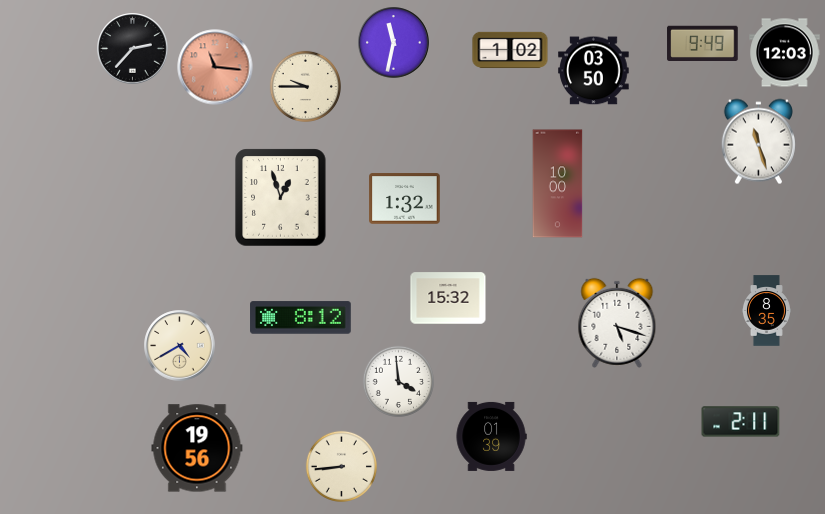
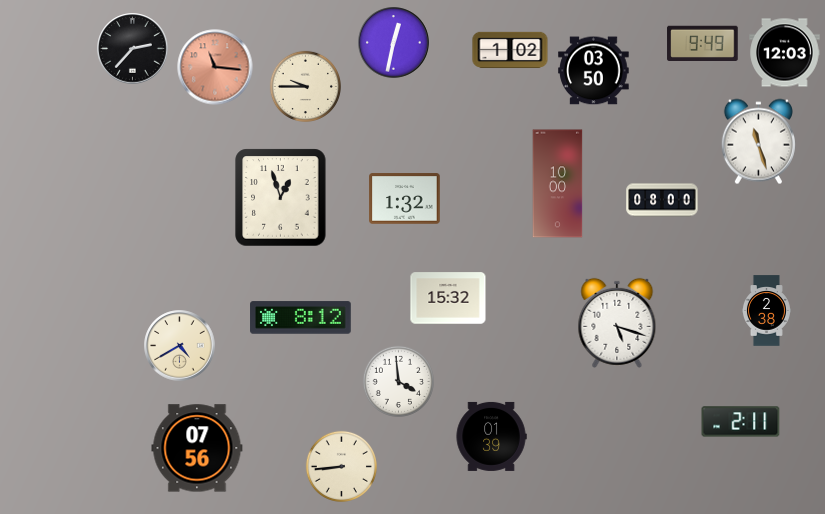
clock at (394, 43): 11:32 -> 12:32
clock at (662, 200): none -> 08:00
clock at (766, 311): 8:35 -> 2:38
clock at (197, 448): 19:56 -> 07:56
